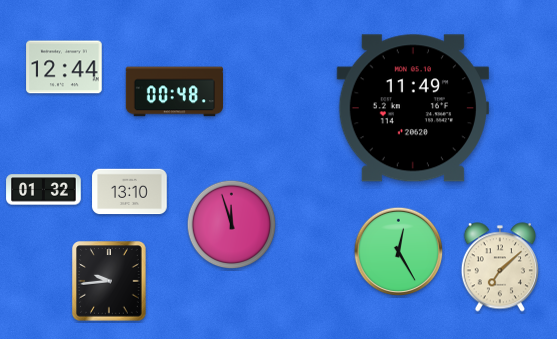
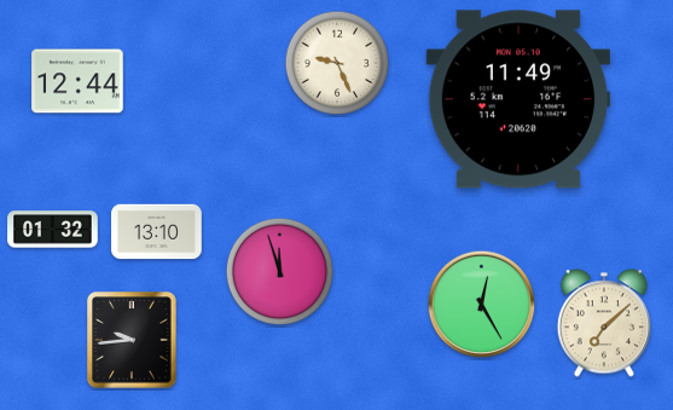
clock at (337, 63): none -> 9:26
clock at (174, 92): 00:48 -> none
clock at (413, 108) position: (413, 108) -> (518, 99)
